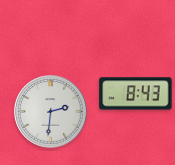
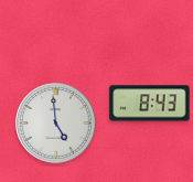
clock at (51, 112): 2:31 -> 4:59
